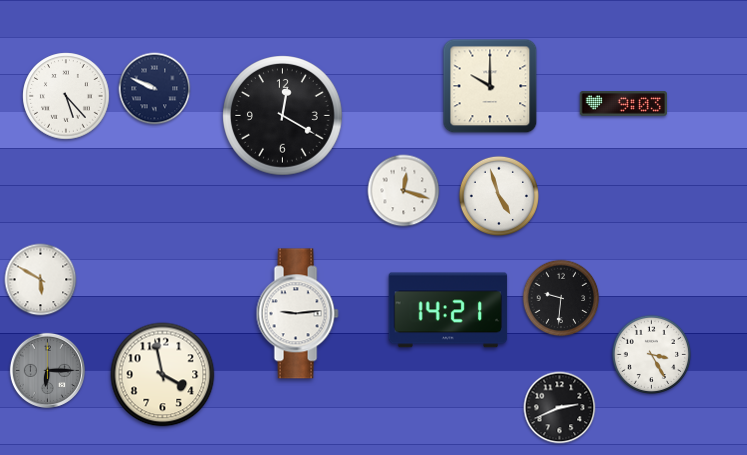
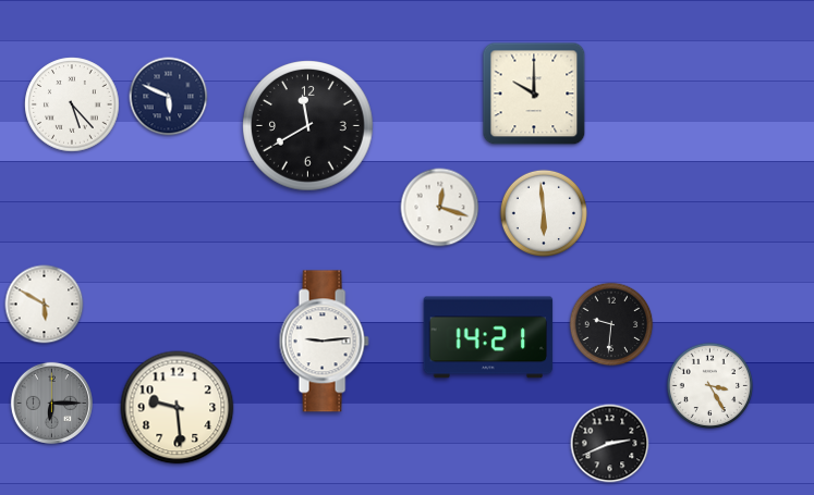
clock at (155, 89): 9:49 -> 5:49
clock at (623, 104): 9:03 -> none
clock at (283, 116): 12:20 -> 11:40
clock at (498, 195): 4:57 -> 5:59
clock at (163, 375): 3:58 -> 9:29
